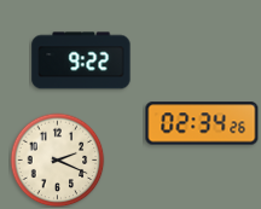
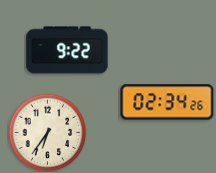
clock at (57, 159): 2:19 -> 6:36
